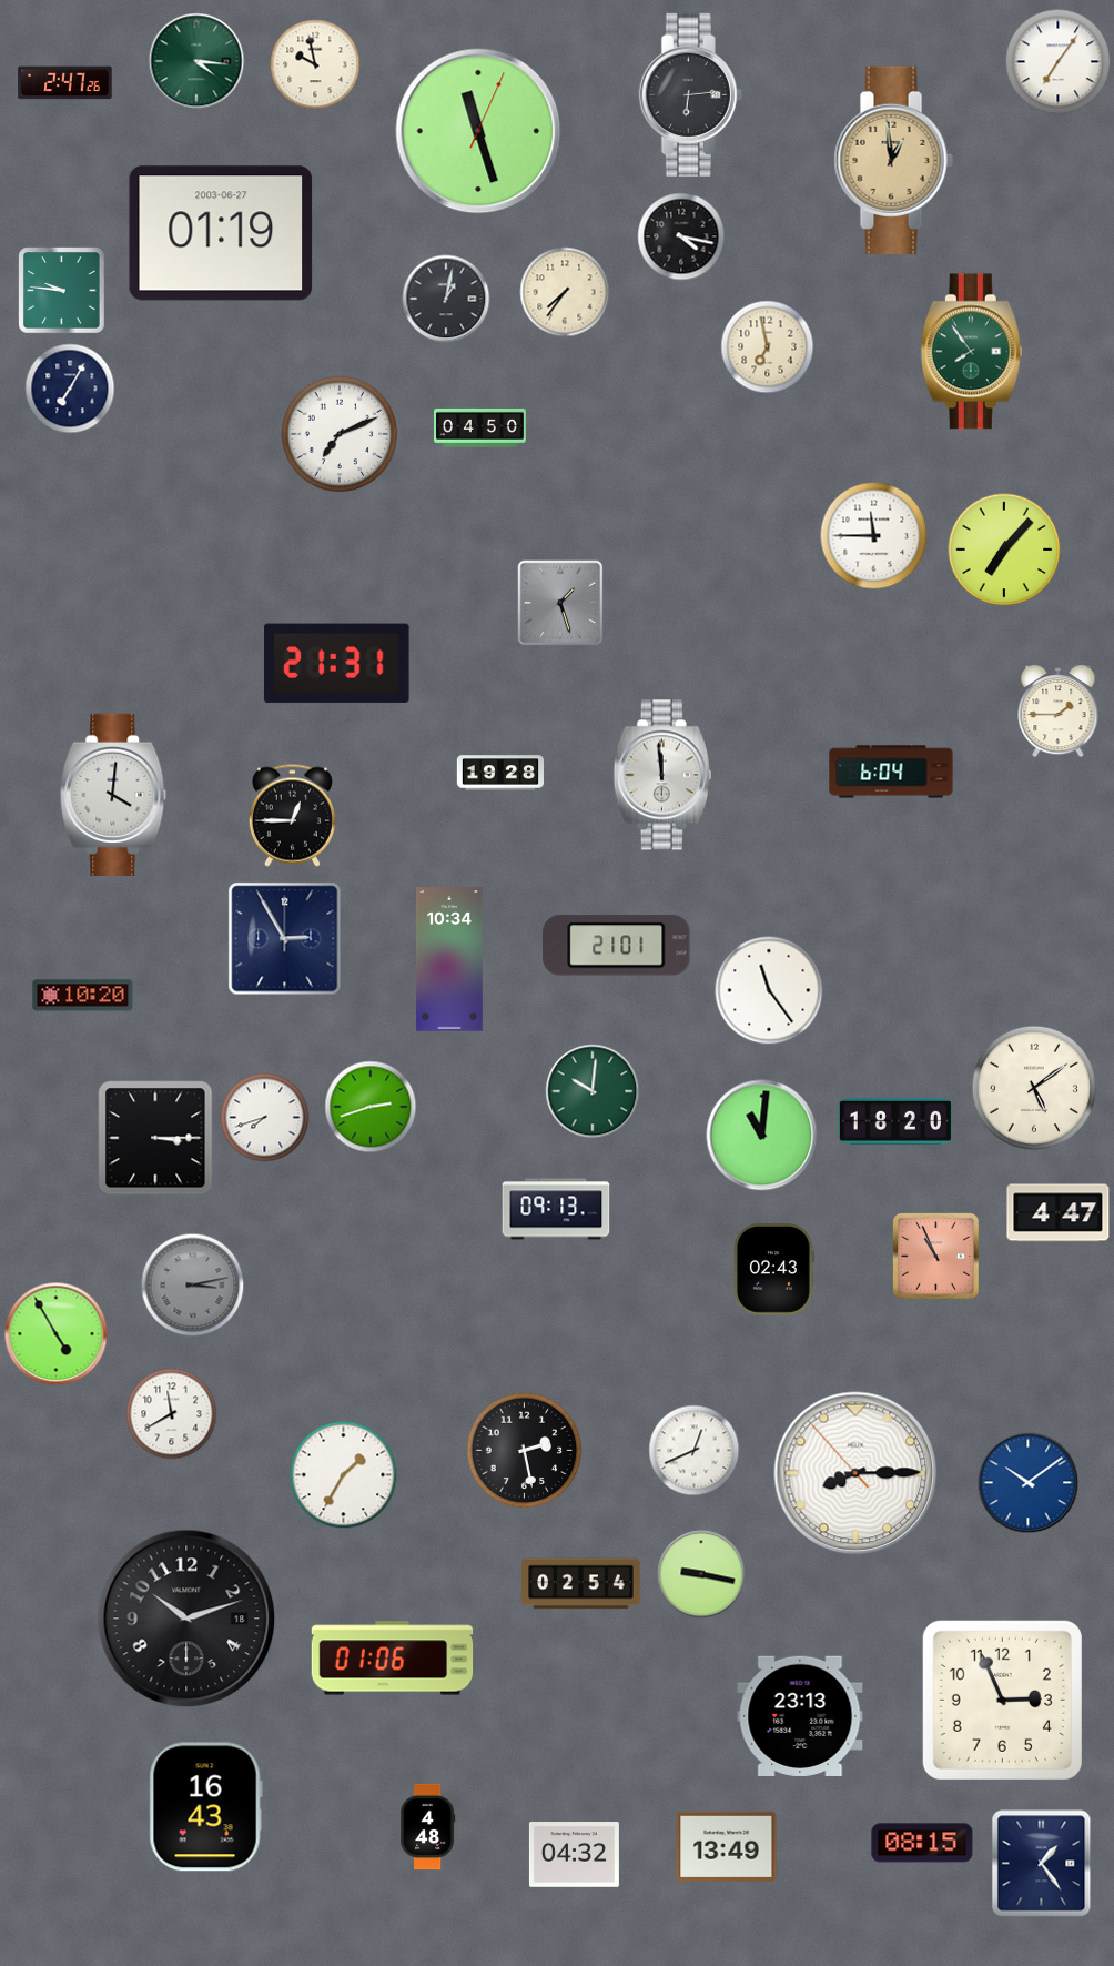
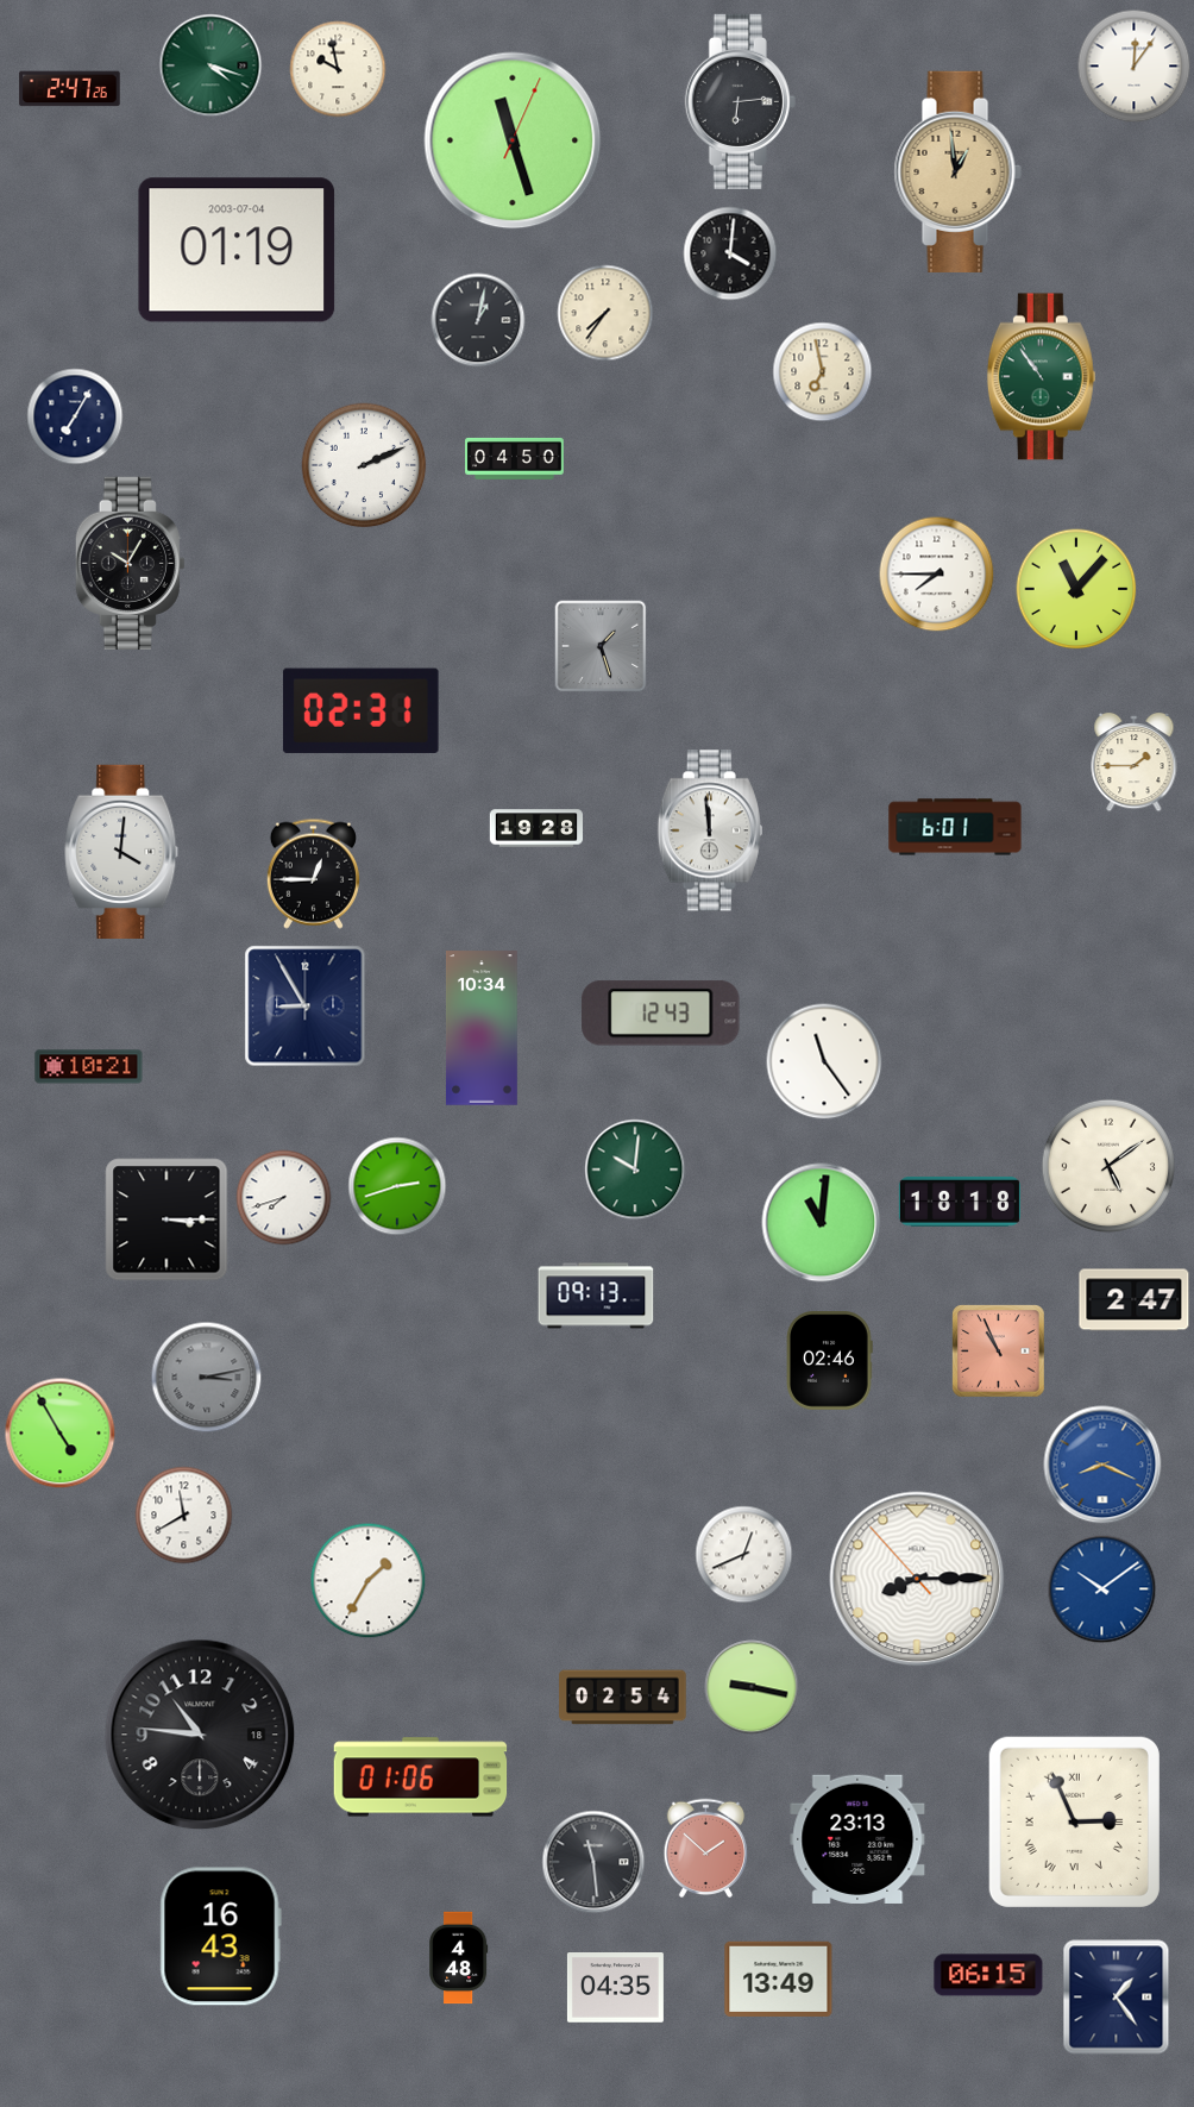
clock at (196, 61): 4:16 -> 4:18
clock at (1059, 62): 7:06 -> 12:06
clock at (221, 233) date: 2003-06-27 -> 2003-07-04
clock at (681, 236): 4:17 -> 4:01
clock at (62, 291): 9:46 -> none
clock at (971, 352): 7:54 -> 10:54
clock at (340, 434): 7:11 -> 2:11
clock at (130, 563): none -> 10:05
clock at (874, 536): 11:45 -> 7:45
clock at (1004, 550): 7:07 -> 11:07
clock at (336, 663): 21:31 -> 02:31
clock at (891, 772): 6:04 -> 6:01
clock at (285, 939): 2:55 -> 8:55
clock at (617, 946): 21:01 -> 12:43
clock at (83, 996): 10:20 -> 10:21
clock at (895, 1121): 18:20 -> 18:18
clock at (762, 1136) position: (762, 1136) -> (822, 1223)
clock at (1059, 1213): 4:47 -> 2:47
clock at (936, 1257) position: (936, 1257) -> (999, 1352)
clock at (774, 1270): 02:43 -> 02:46
clock at (57, 1334) position: (57, 1334) -> (61, 1434)
clock at (1102, 1465): none -> 8:19
clock at (525, 1451): 2:28 -> none
clock at (186, 1619): 10:12 -> 10:46
clock at (1002, 1700) numerals: Arabic -> Roman
clock at (706, 1849): none -> 1:52
clock at (593, 1862): none -> 11:29
clock at (922, 1843): 08:15 -> 06:15
clock at (574, 1855): 04:32 -> 04:35
